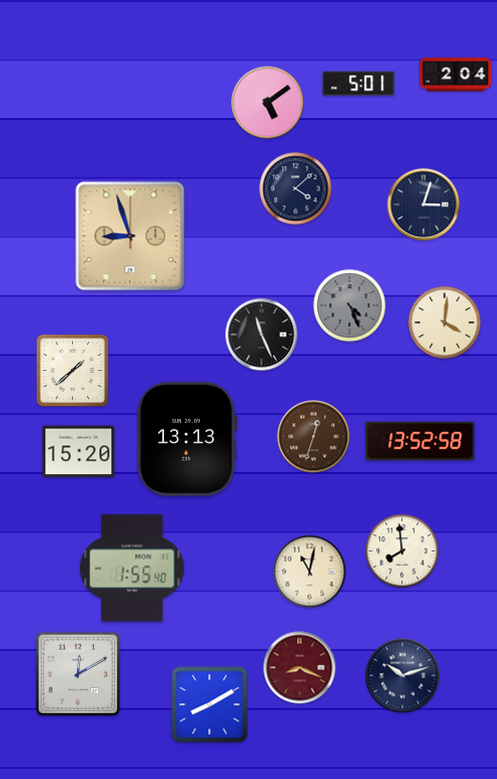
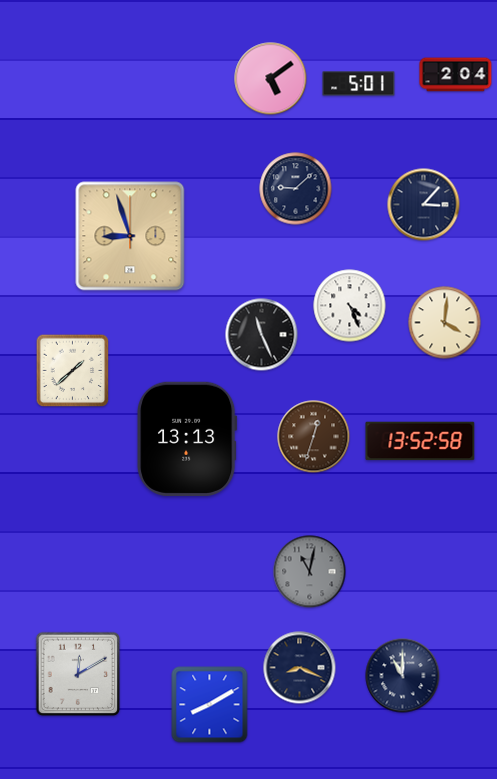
clock at (268, 103) position: (268, 103) -> (271, 79)
clock at (296, 189): 4:08 -> 9:08
clock at (424, 205): 3:03 -> 3:07
clock at (350, 306) dial: grey -> white
clock at (79, 452): 15:20 -> none
clock at (402, 551): 7:59 -> none
clock at (132, 568): 1:55 -> none
clock at (310, 572) dial: cream -> grey
clock at (300, 668) dial: burgundy -> navy
clock at (403, 676): 10:12 -> 11:00
